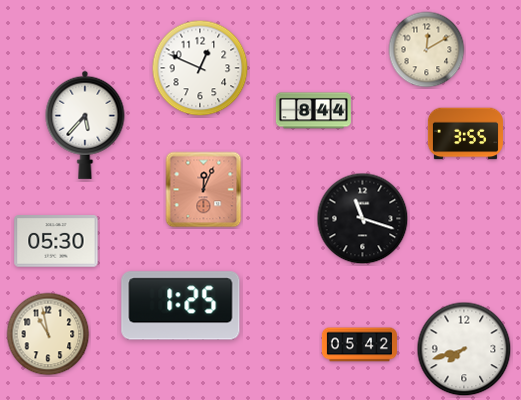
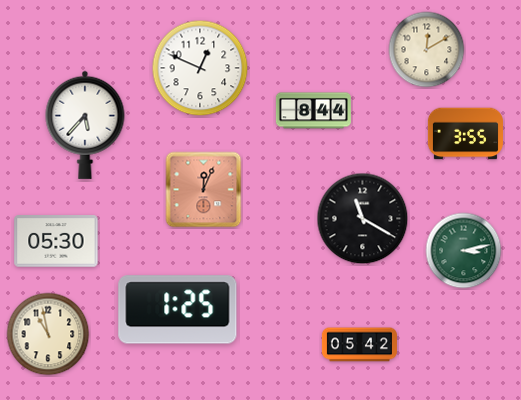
clock at (363, 219): 11:18 -> 11:20
clock at (464, 251): none -> 3:13
clock at (181, 306) position: (181, 306) -> (178, 310)
clock at (464, 349): 7:42 -> none
